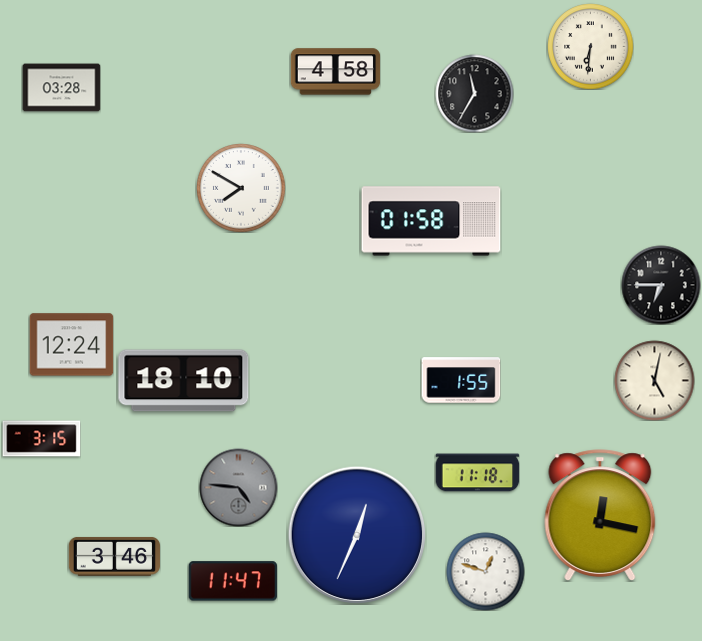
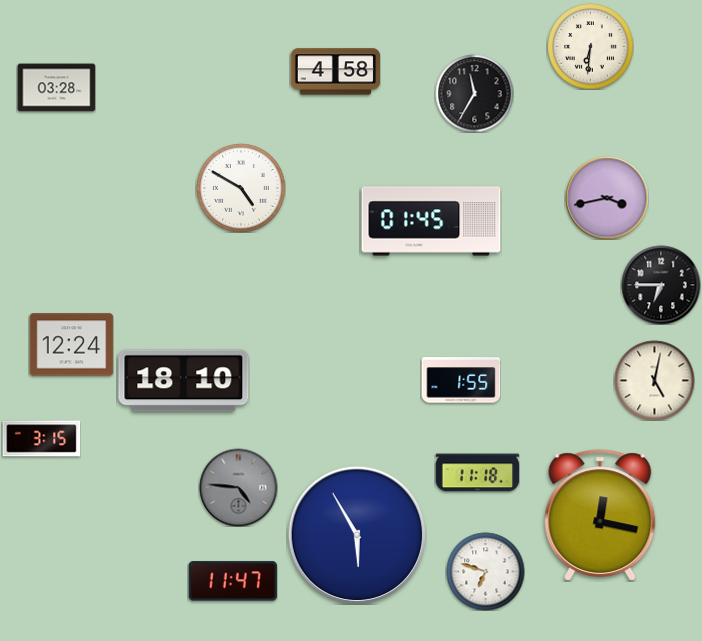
clock at (61, 88) position: (61, 88) -> (56, 88)
clock at (241, 188): 7:50 -> 4:50
clock at (607, 198): none -> 3:43
clock at (431, 221): 01:58 -> 01:45
clock at (356, 534): 12:34 -> 5:55
clock at (114, 556): 3:46 -> none
clock at (485, 571): 12:48 -> 6:48
